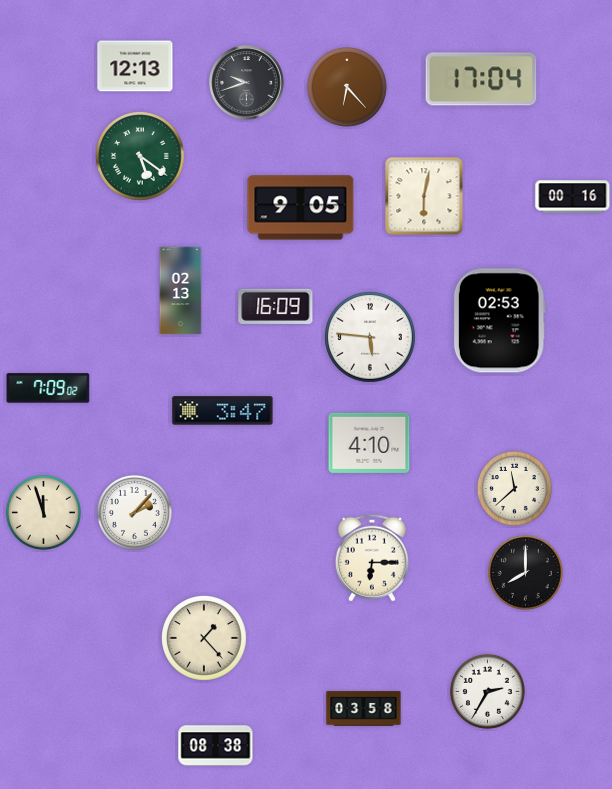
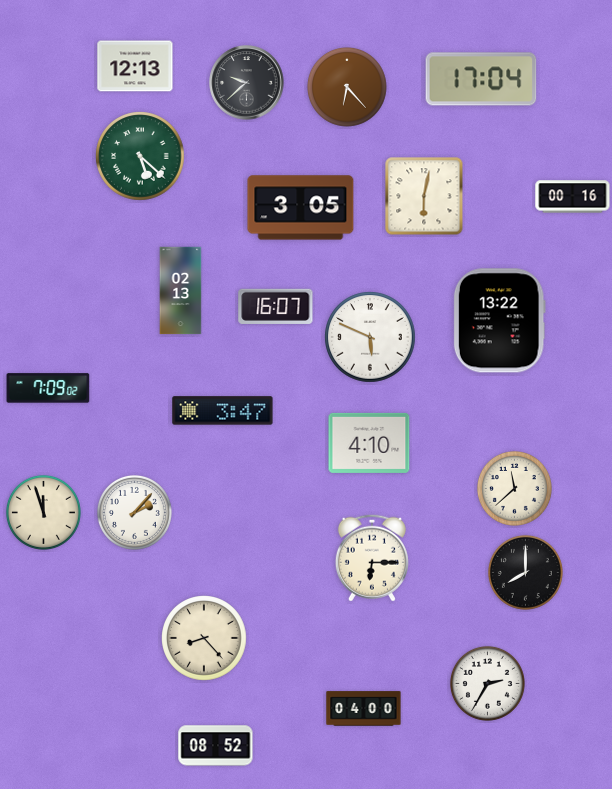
clock at (247, 83): 9:42 -> 9:38
clock at (140, 156): 5:21 -> 5:22
clock at (301, 208): 9:05 -> 3:05
clock at (276, 306): 16:09 -> 16:07
clock at (499, 321): 02:53 -> 13:22
clock at (370, 337): 5:46 -> 5:49
clock at (205, 639): 1:23 -> 8:23
clock at (487, 691) position: (487, 691) -> (487, 683)
clock at (364, 709): 03:58 -> 04:00
clock at (216, 746): 08:38 -> 08:52
